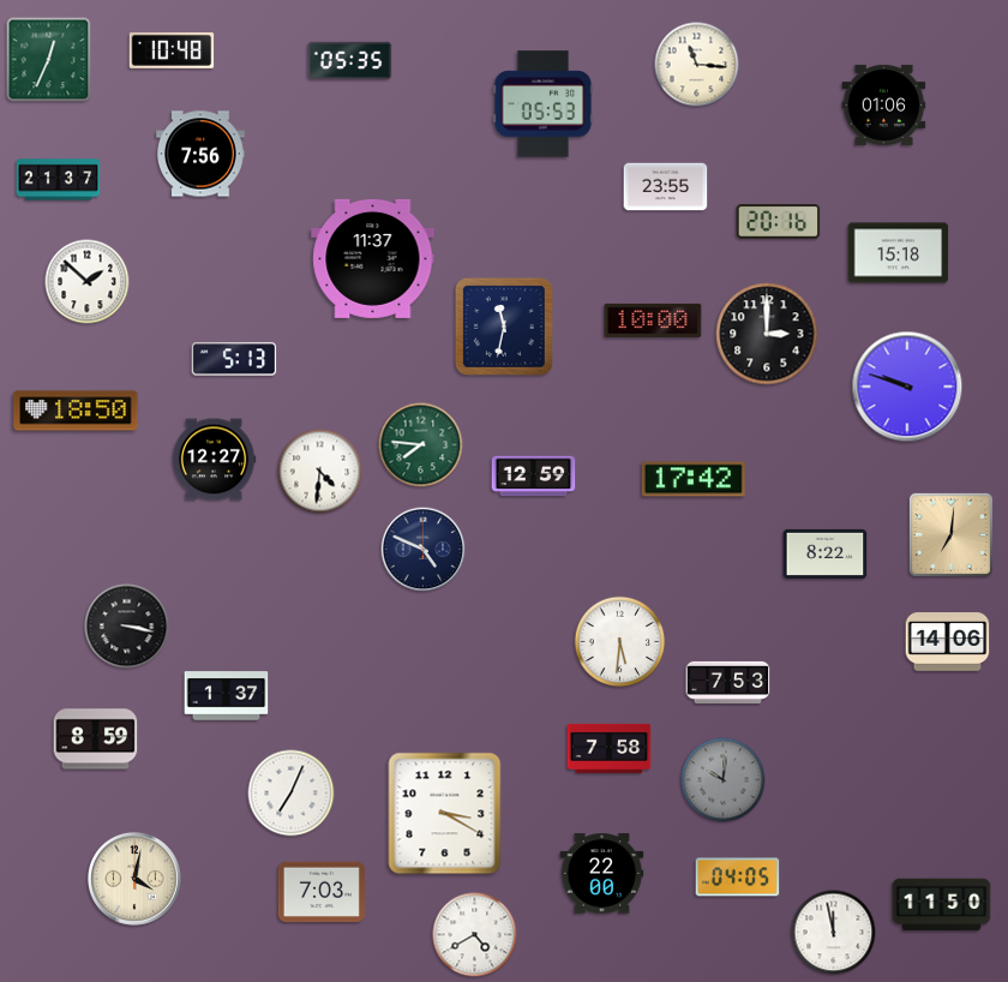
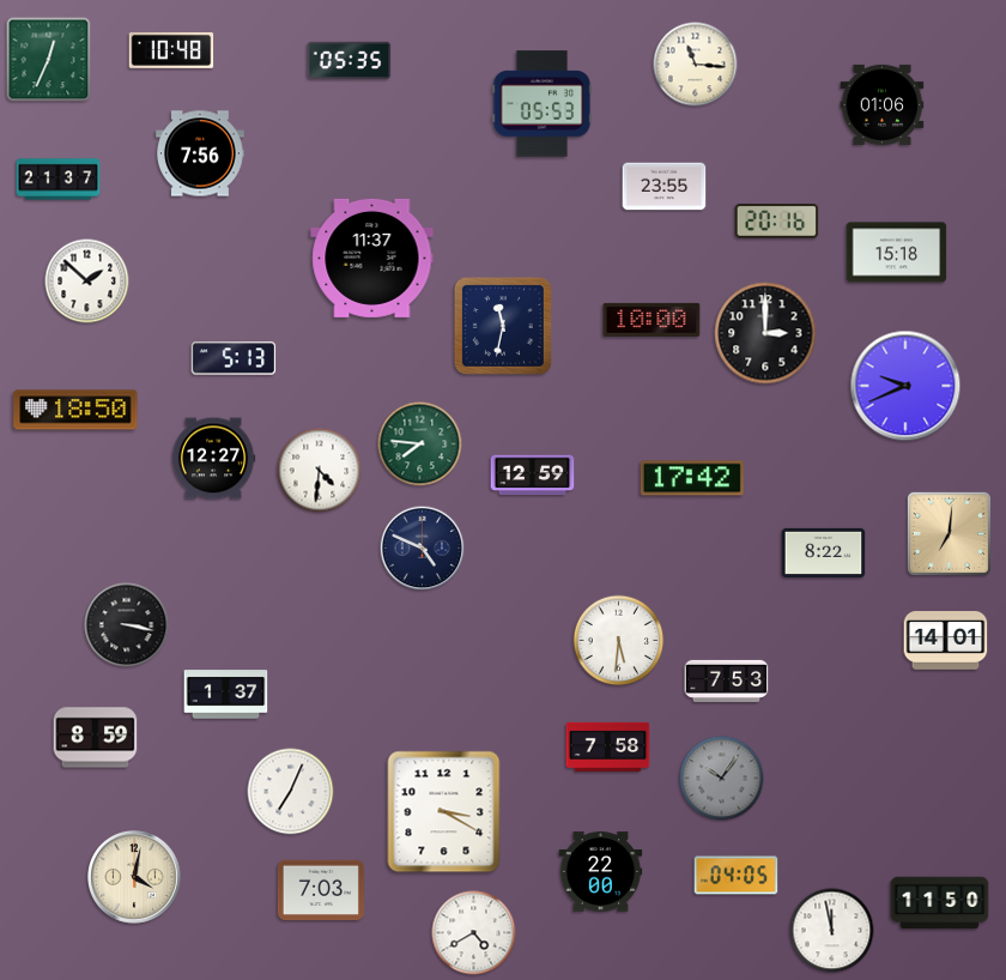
clock at (907, 387): 9:48 -> 9:41
clock at (948, 642): 14:06 -> 14:01
clock at (724, 780): 10:01 -> 10:06
